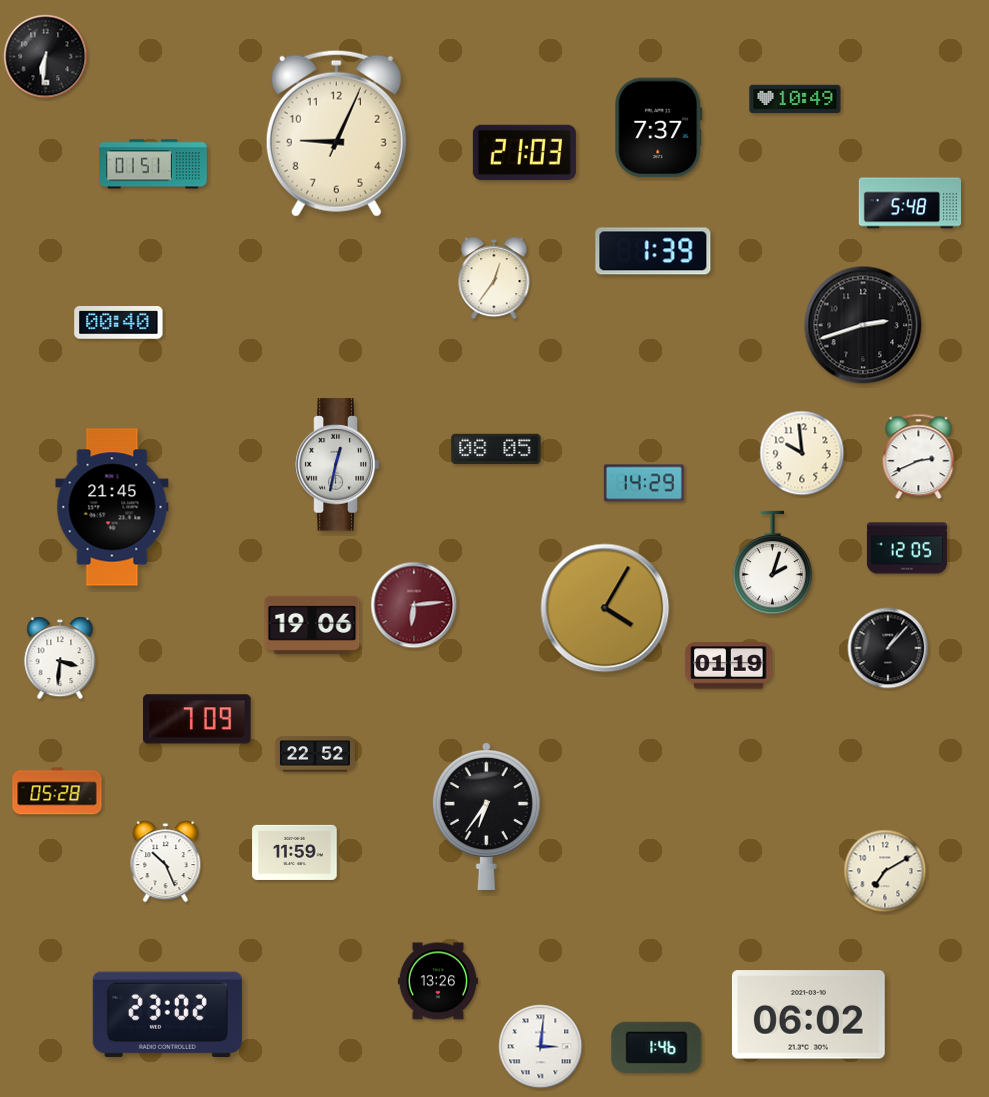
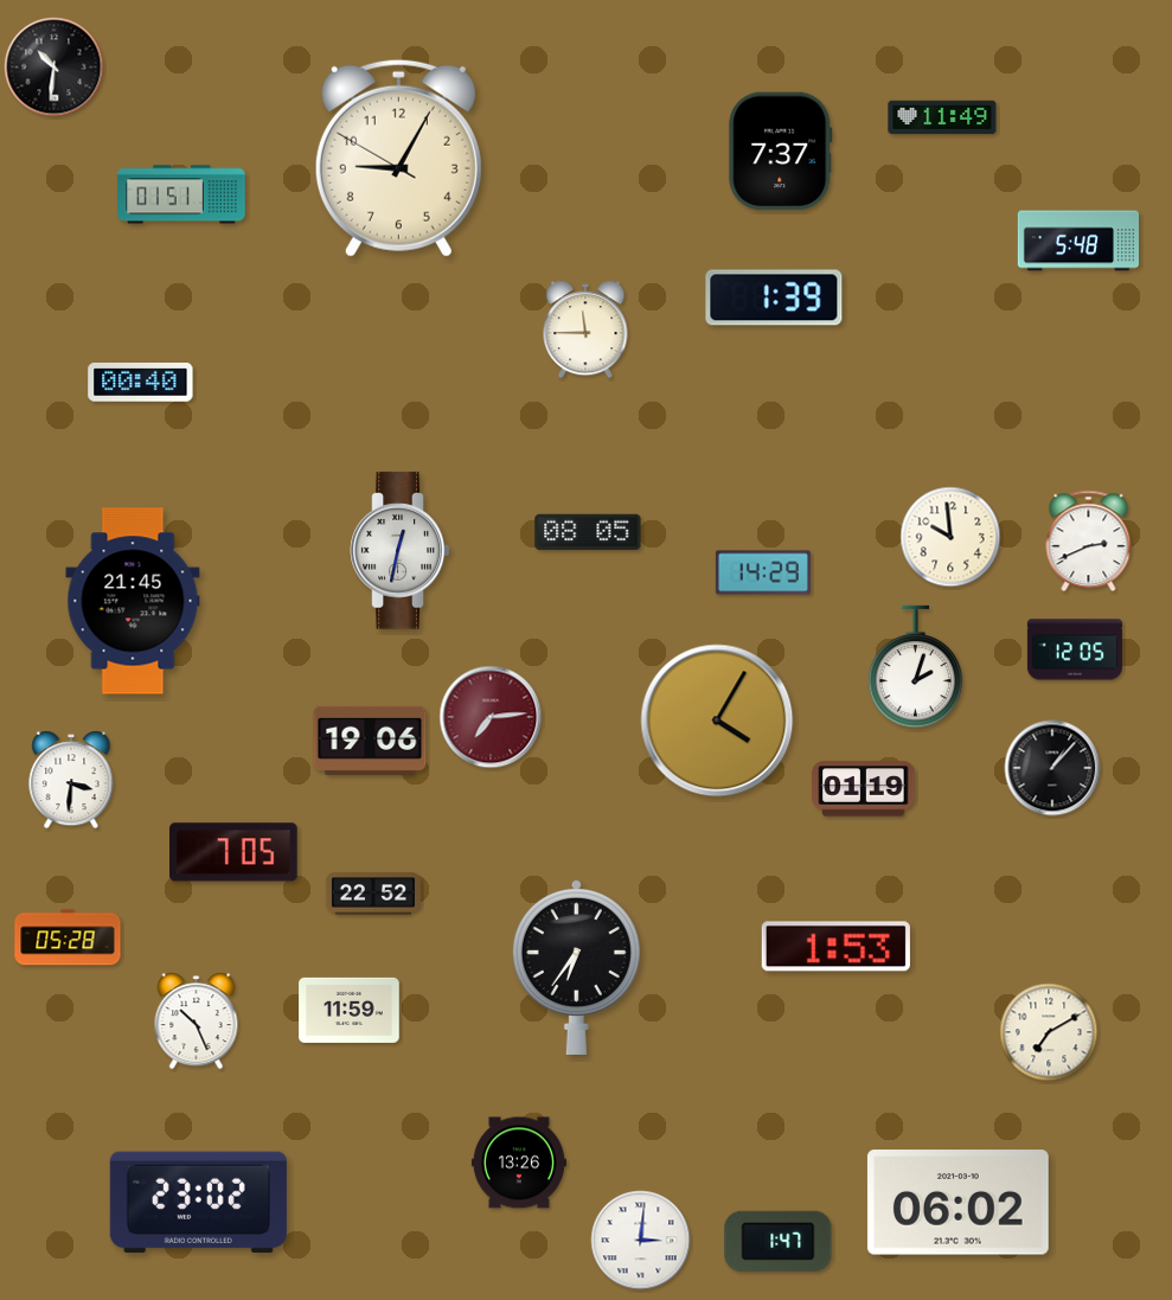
clock at (46, 57): 6:31 -> 10:31
clock at (795, 99): 10:49 -> 11:49
clock at (336, 133): 9:04:04 -> 9:04:50
clock at (524, 152): 21:03 -> none
clock at (494, 278): 12:36 -> 11:45
clock at (863, 325): 2:42 -> none
clock at (414, 605): 6:14 -> 7:14
clock at (198, 719): 7:09 -> 7:05
clock at (835, 947): none -> 1:53
clock at (657, 1047): 1:46 -> 1:47
